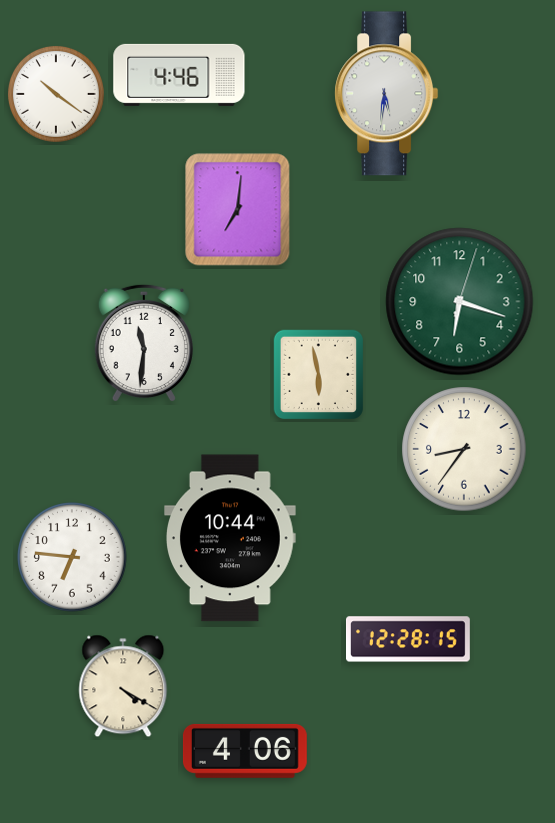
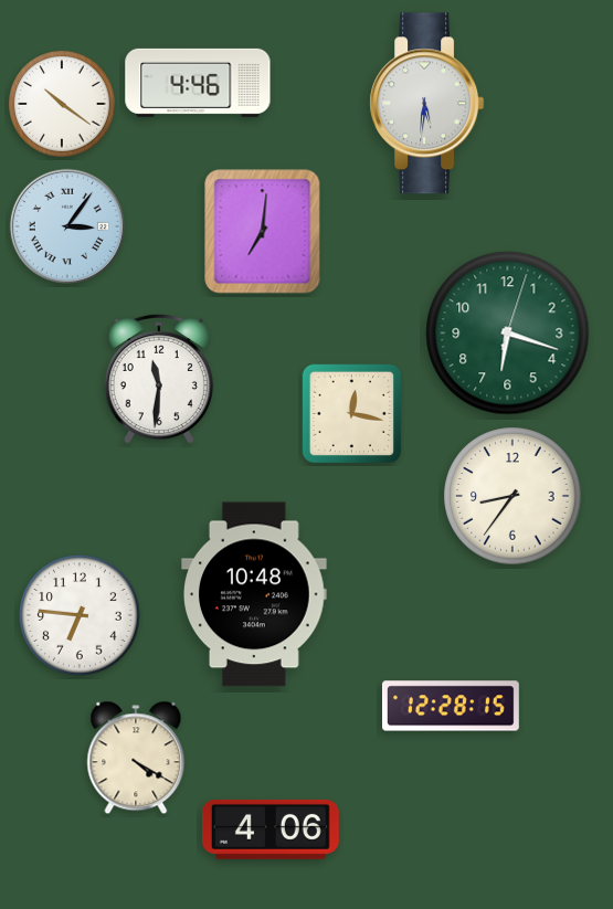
clock at (67, 226): none -> 3:06
clock at (319, 375): 5:58 -> 12:17
clock at (231, 538): 10:44 -> 10:48
